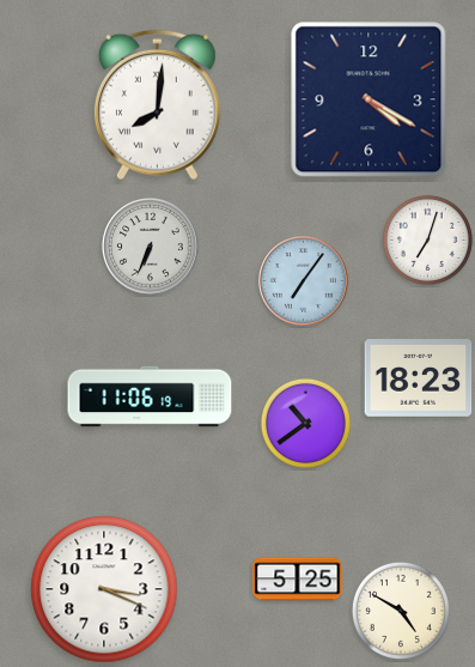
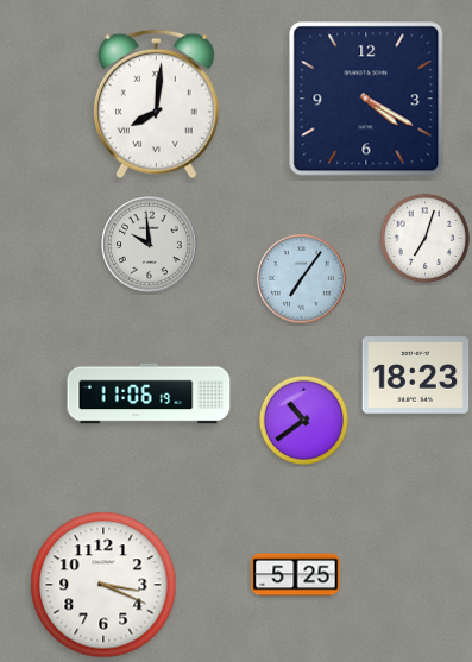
clock at (151, 247): 6:34 -> 9:59
clock at (401, 611): 4:50 -> none
